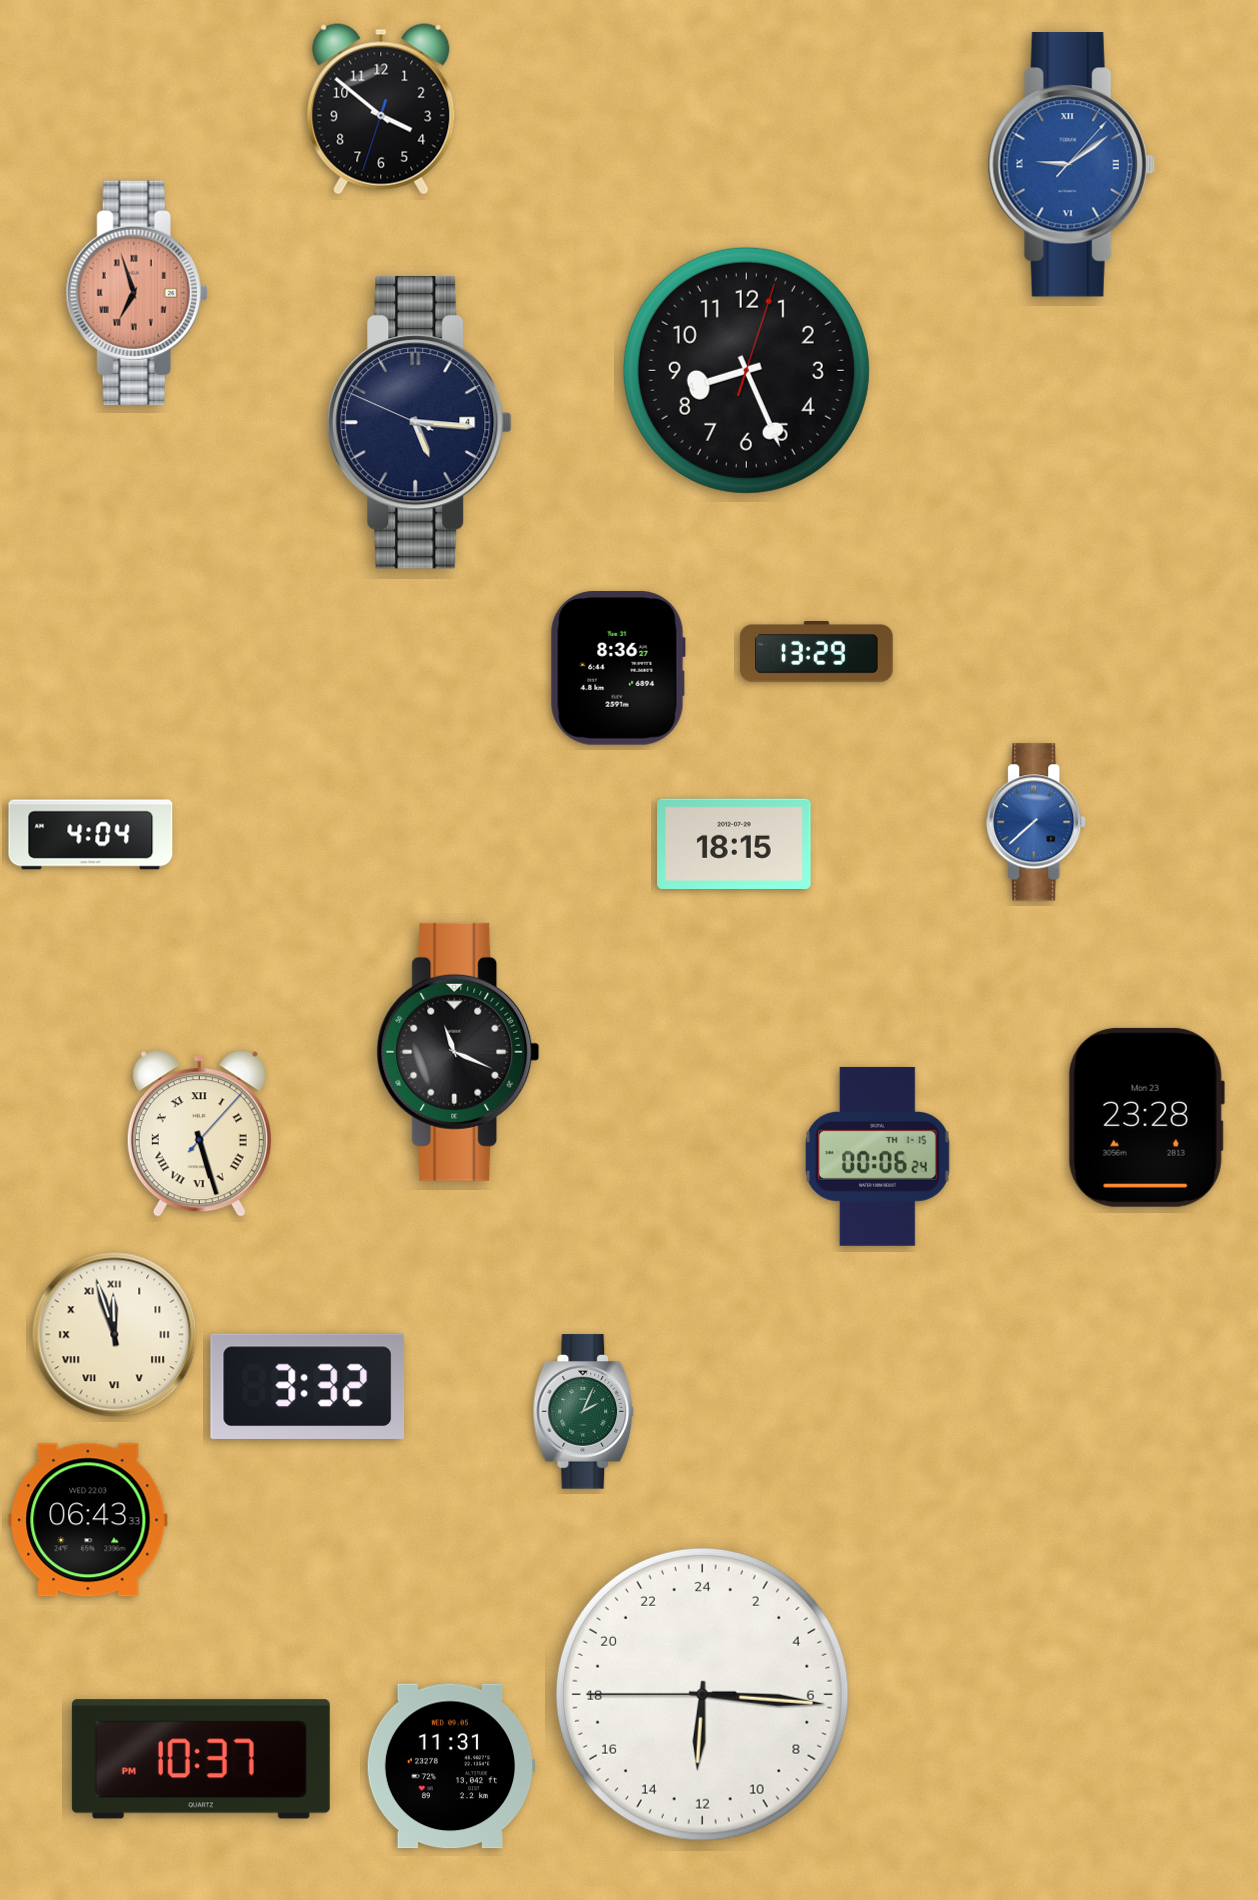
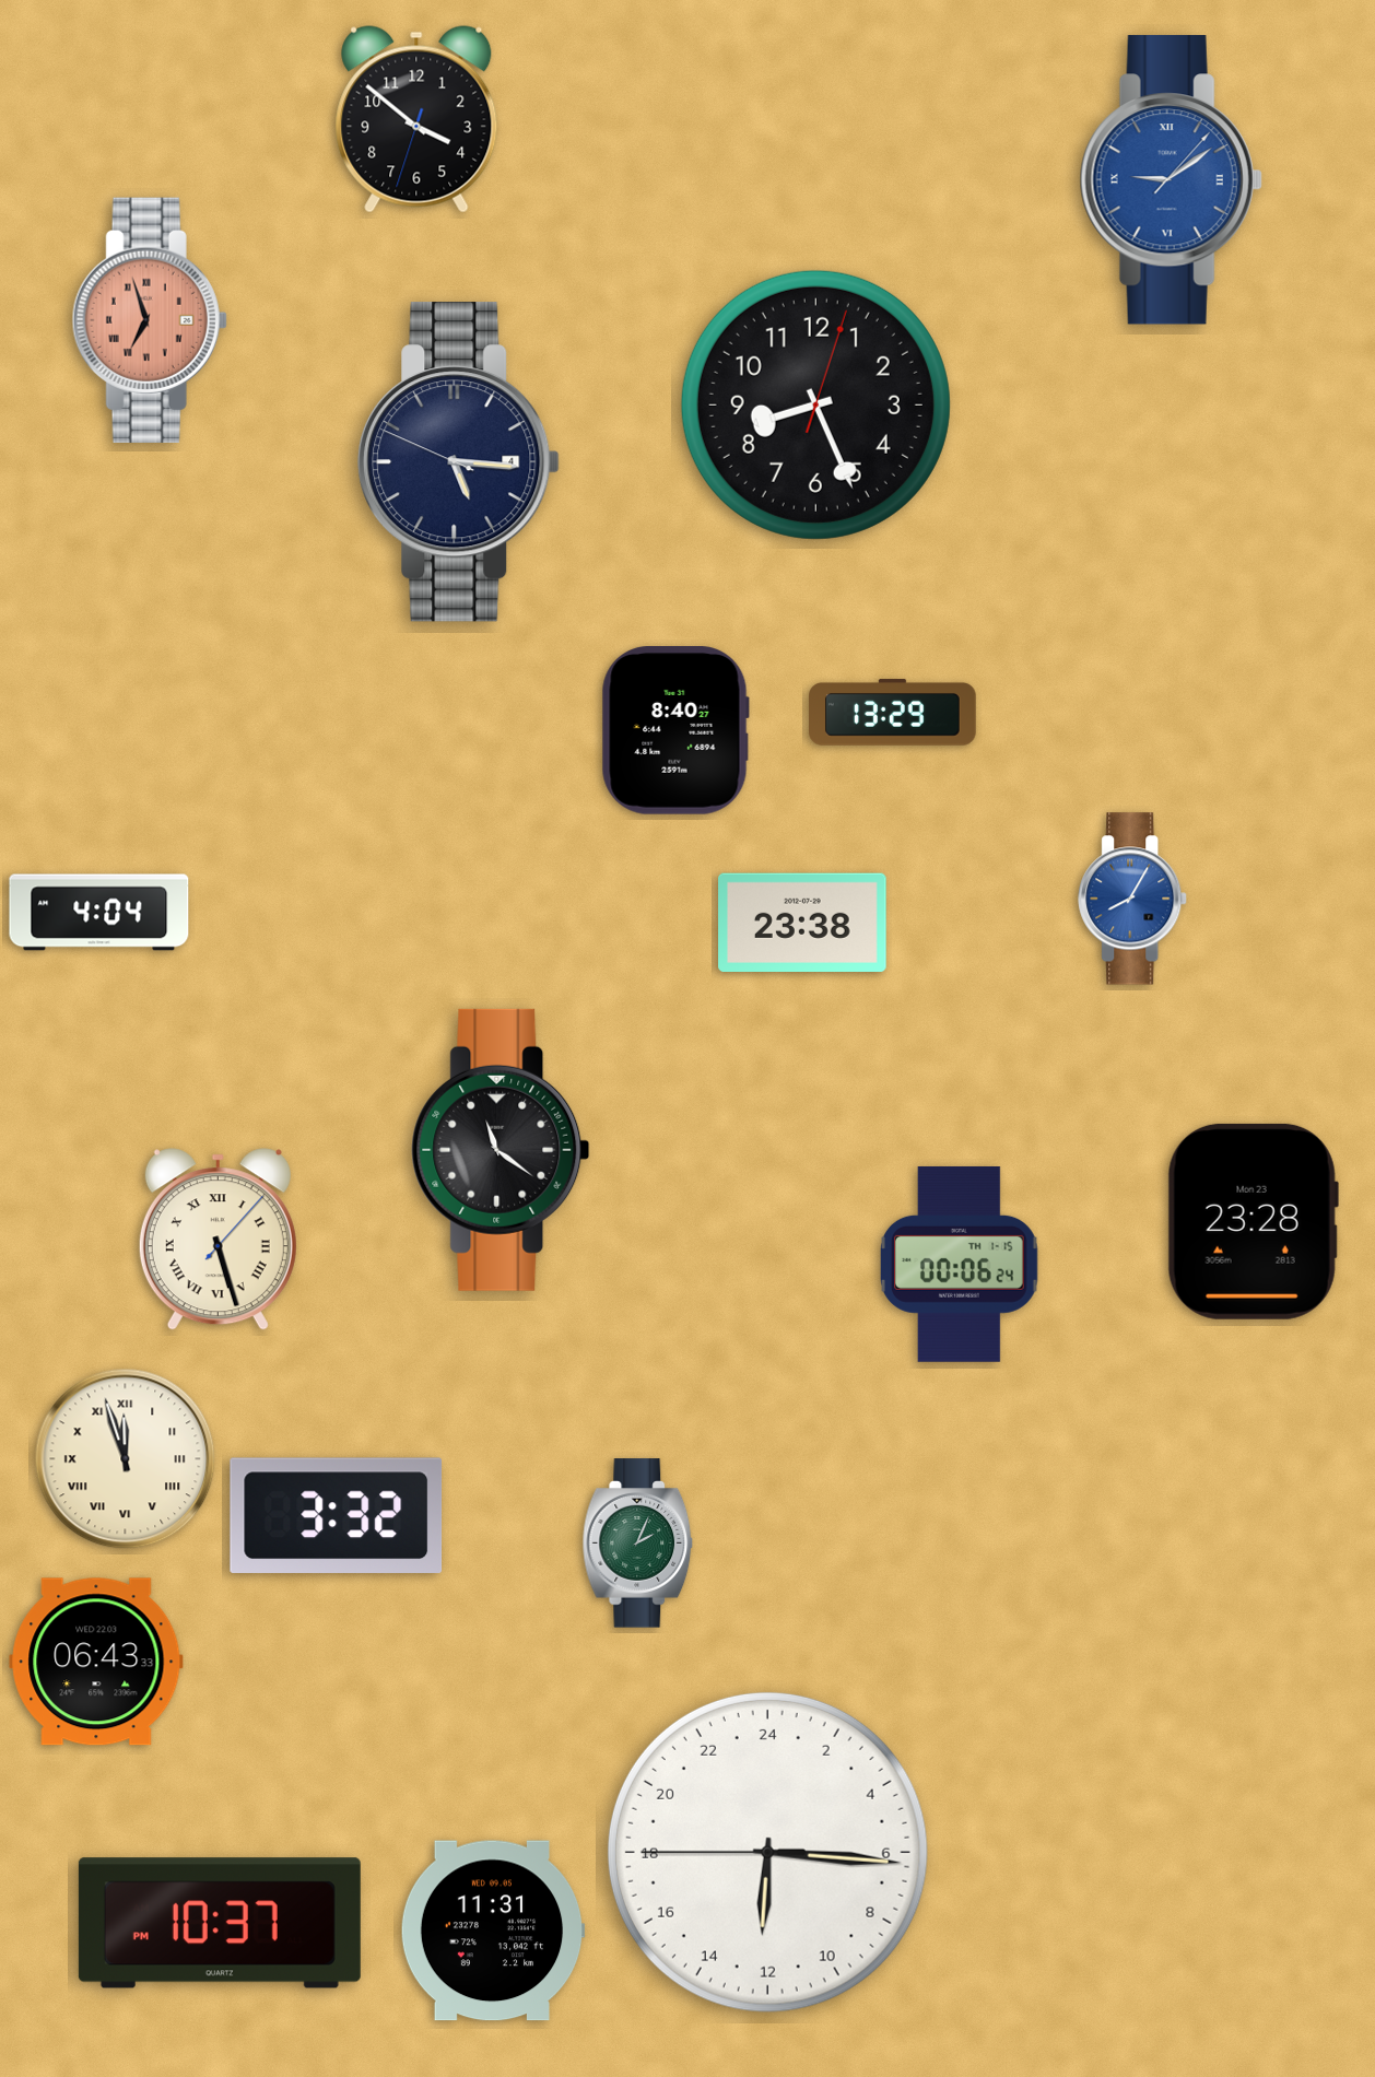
clock at (618, 669): 8:36 -> 8:40
clock at (1037, 822): 7:38 -> 8:05
clock at (734, 843): 18:15 -> 23:38
clock at (458, 1052): 11:19 -> 11:21
